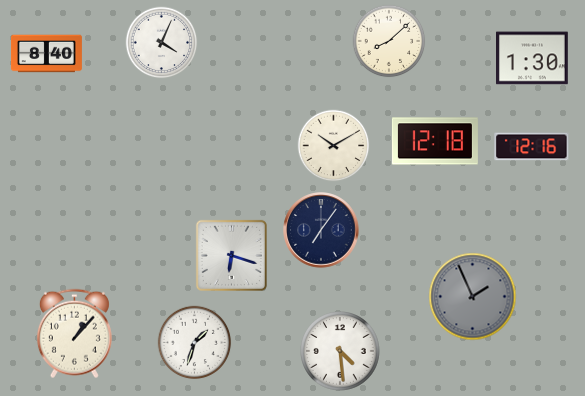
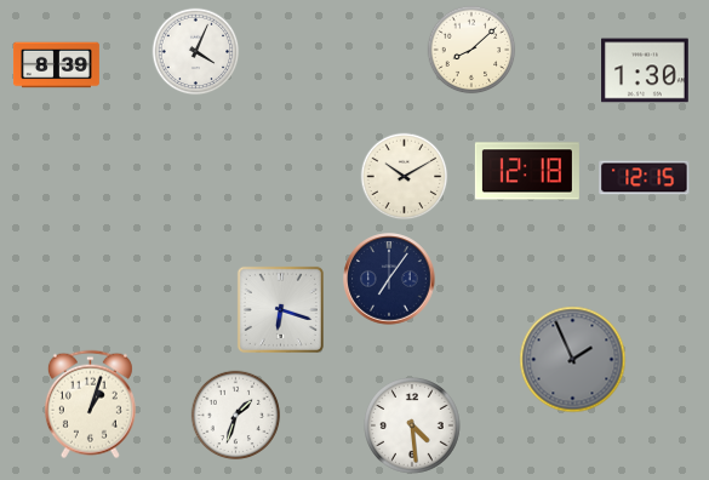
clock at (46, 54): 8:40 -> 8:39
clock at (532, 147): 12:16 -> 12:15
clock at (74, 334): 1:07 -> 1:03
